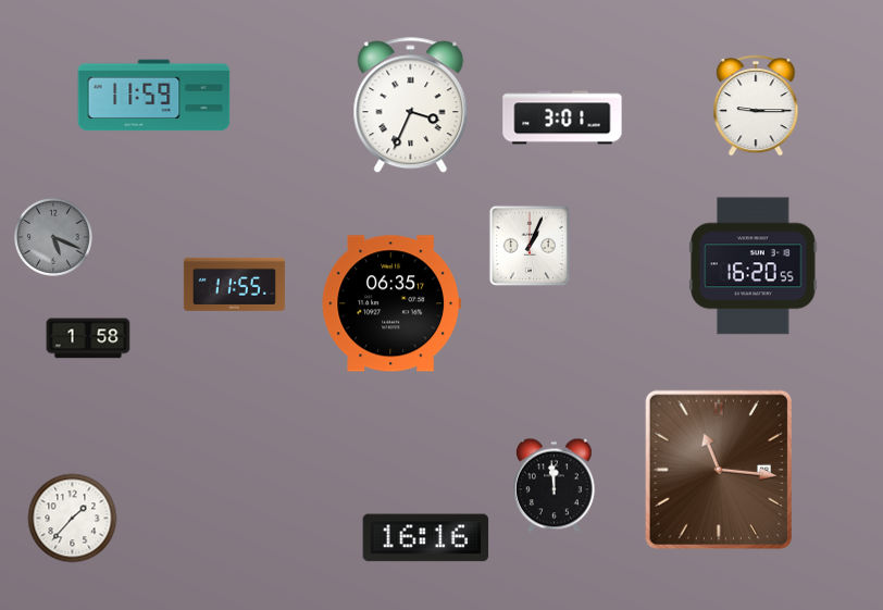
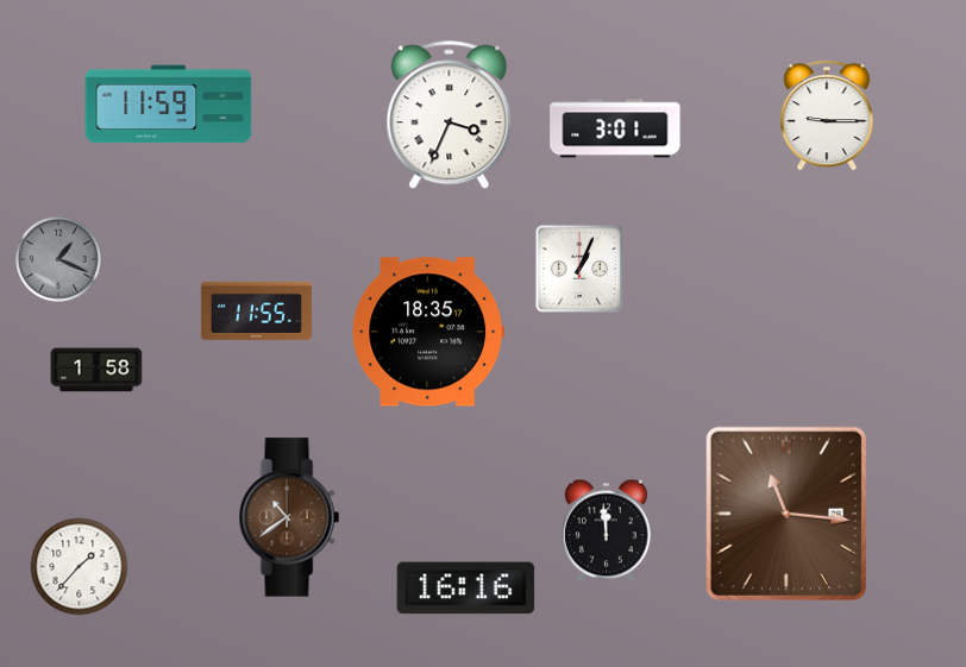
clock at (53, 237): 5:19 -> 1:19
clock at (754, 266): 16:20 -> none
clock at (390, 303): 06:35 -> 18:35
clock at (289, 517): none -> 10:39
